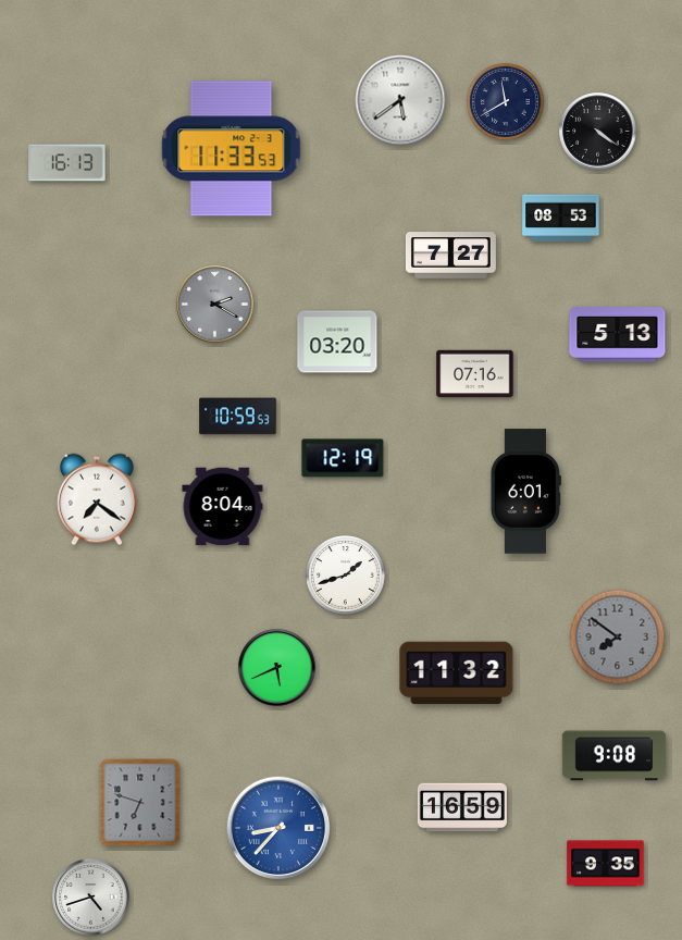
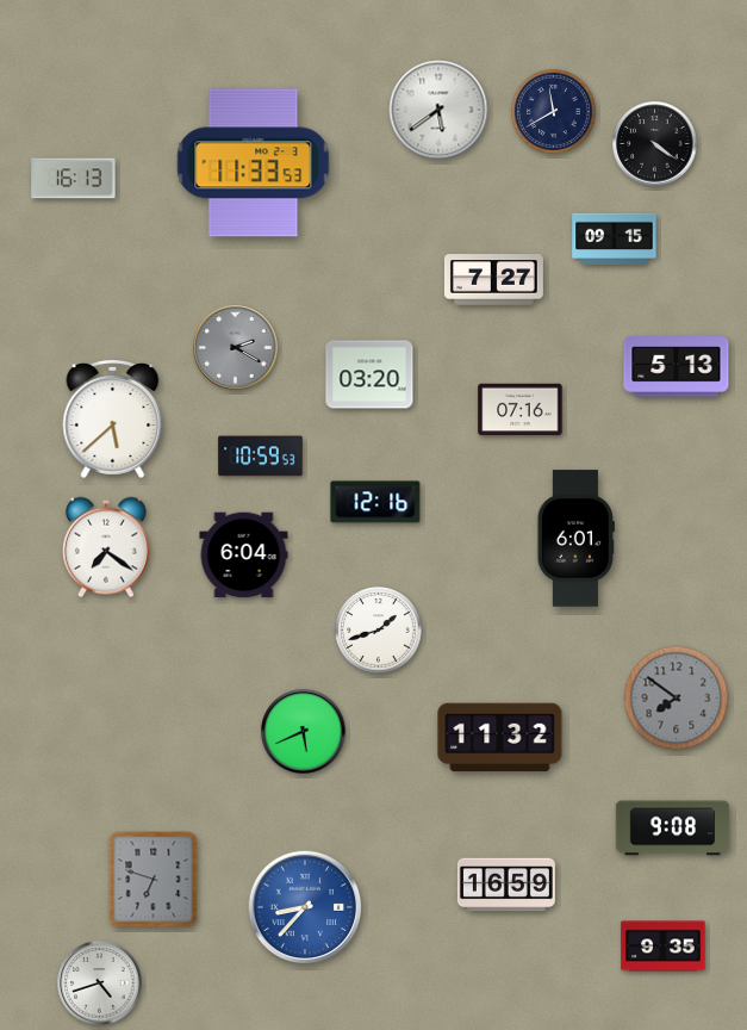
clock at (561, 218): 08:53 -> 09:15
clock at (215, 305) position: (215, 305) -> (236, 348)
clock at (113, 420): none -> 5:38
clock at (343, 458): 12:19 -> 12:16
clock at (223, 507): 8:04 -> 6:04
